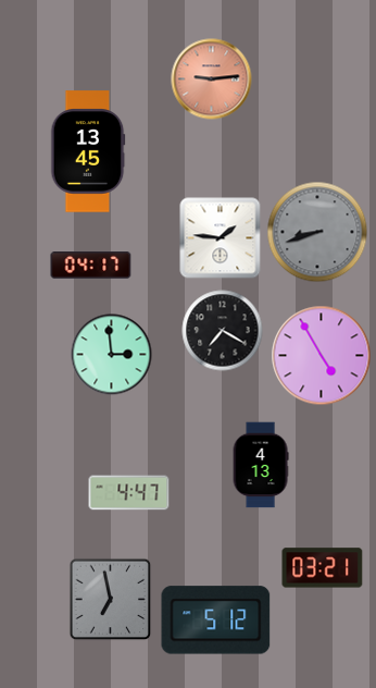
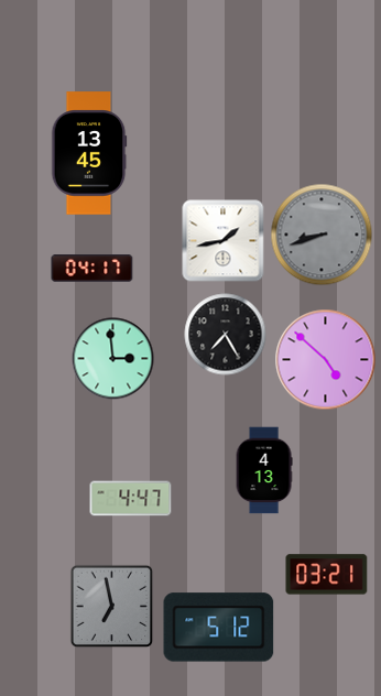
clock at (212, 79): 9:14 -> none
clock at (221, 238): 1:46 -> 1:43
clock at (223, 331): 7:20 -> 7:25
clock at (322, 356): 4:55 -> 4:52
